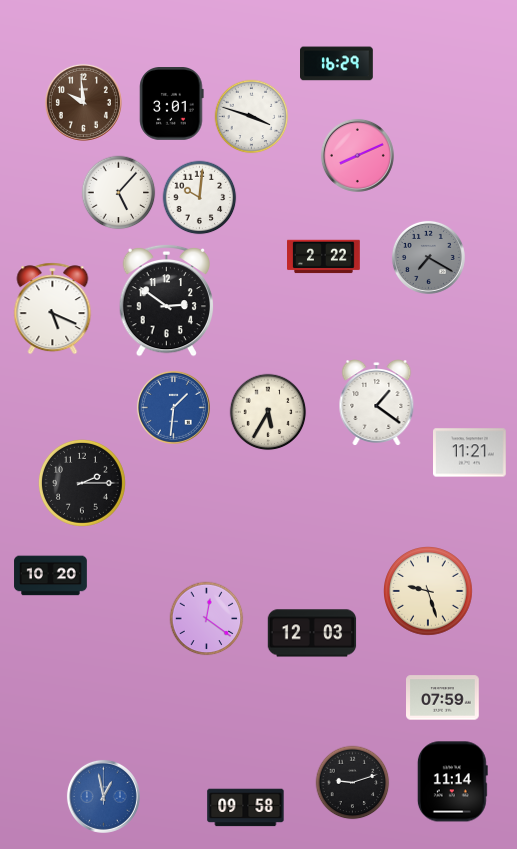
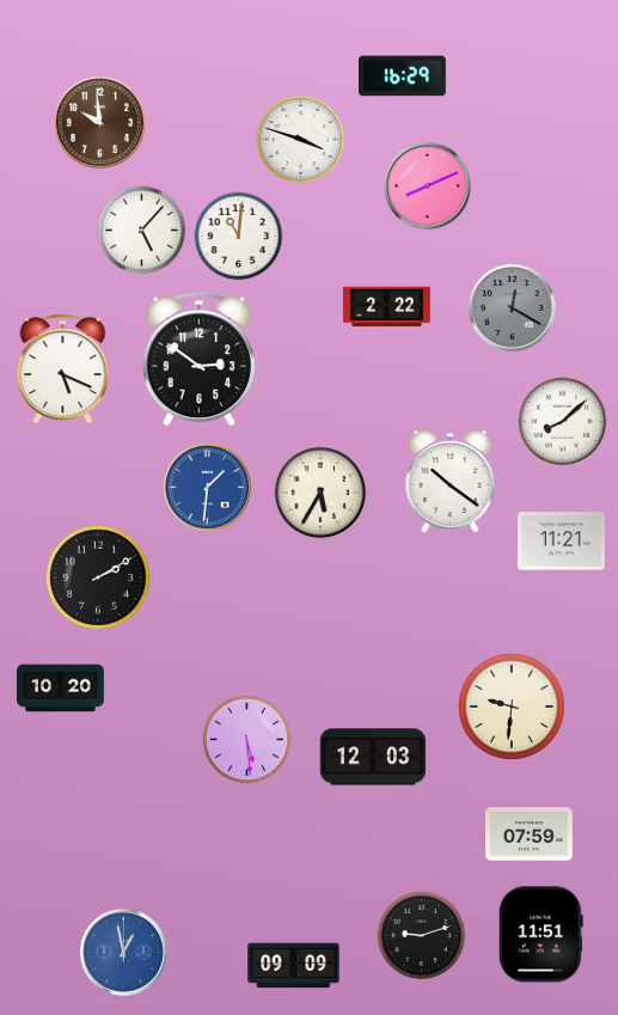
clock at (172, 104): 3:01 -> none
clock at (200, 198): 10:01 -> 11:01
clock at (428, 257): 7:20 -> 12:20
clock at (563, 422): none -> 8:08
clock at (377, 403): 1:21 -> 10:21
clock at (82, 483): 2:15 -> 2:10
clock at (429, 592): 9:27 -> 9:31
clock at (207, 619): 12:21 -> 5:29
clock at (452, 782): 11:14 -> 11:51
clock at (246, 808): 09:58 -> 09:09
